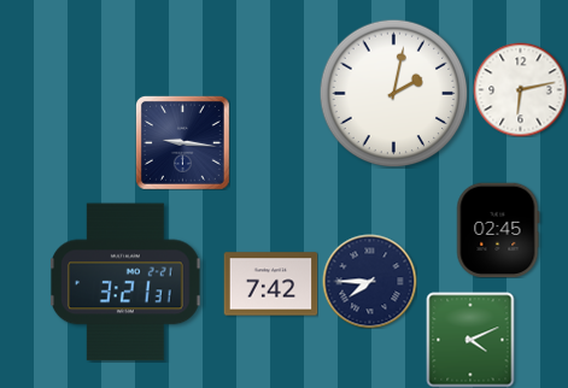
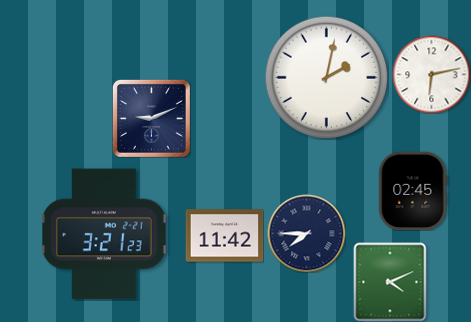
clock at (182, 142): 9:16 -> 9:11
clock at (125, 282): 3:21:31 -> 3:21:23
clock at (270, 284): 7:42 -> 11:42
